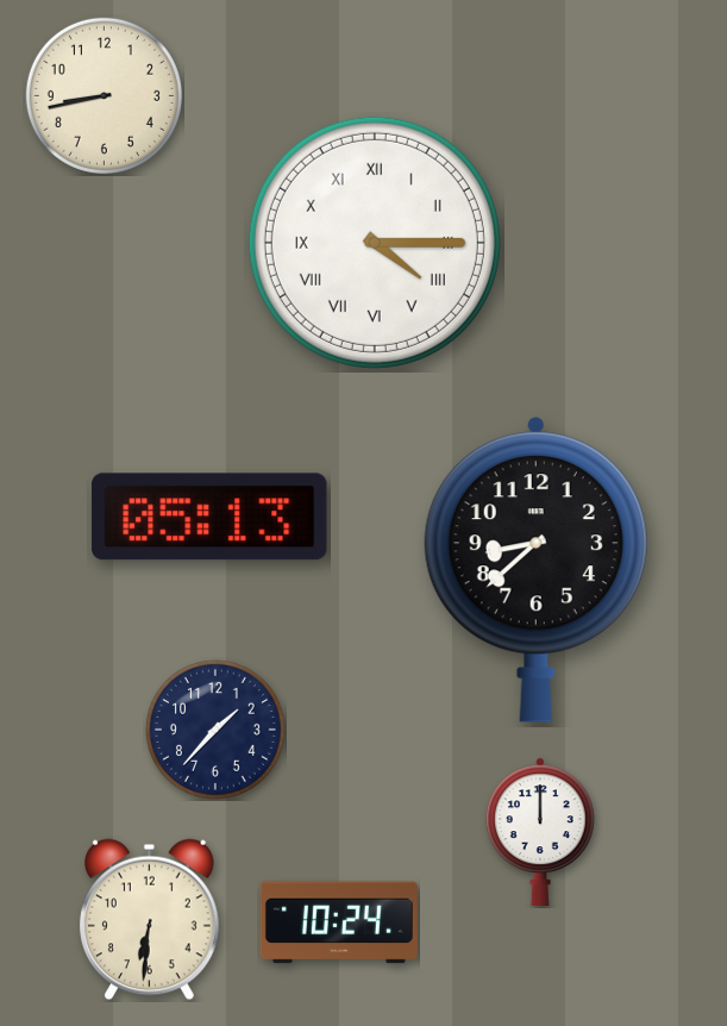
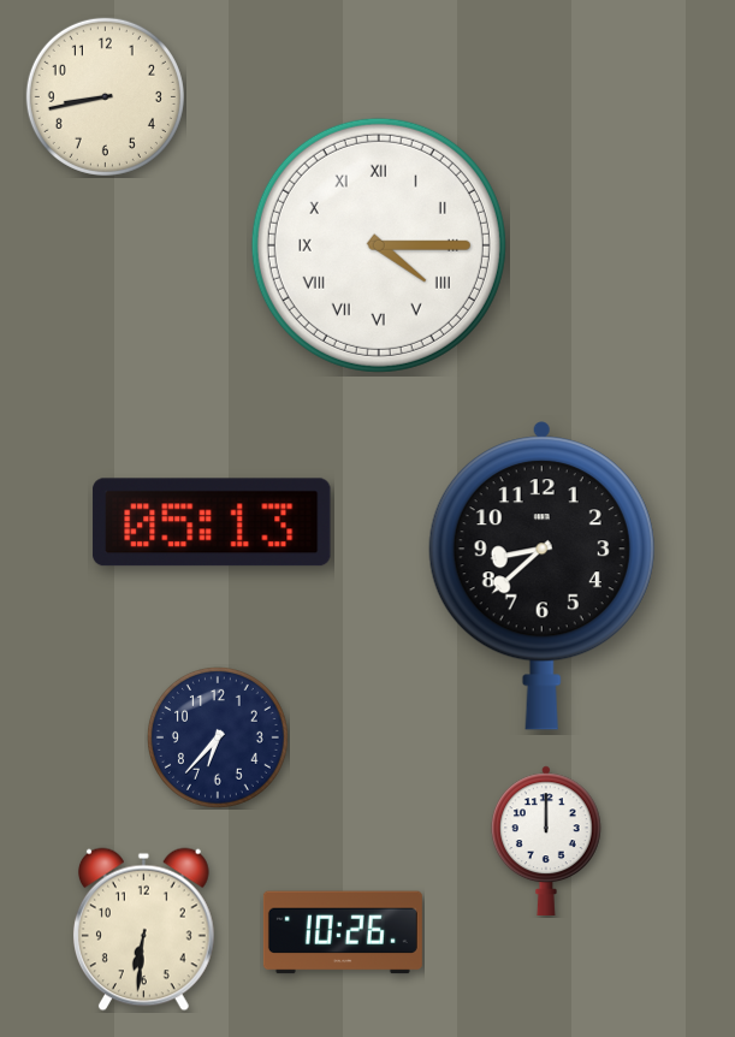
clock at (215, 730): 1:37 -> 6:37
clock at (149, 920) position: (149, 920) -> (143, 930)
clock at (339, 922): 10:24 -> 10:26
